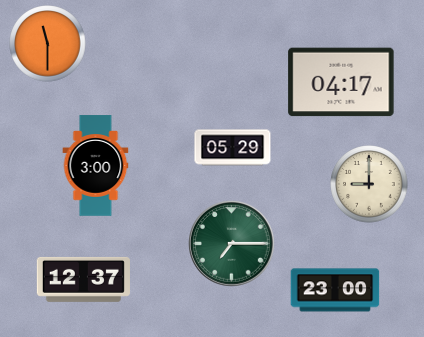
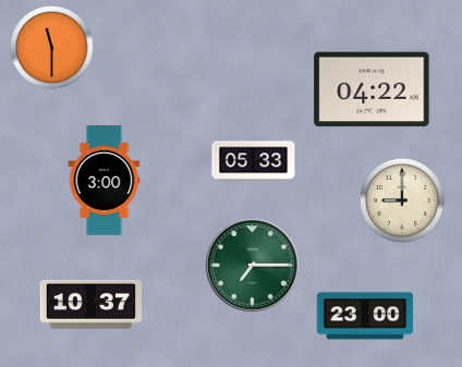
clock at (341, 82): 04:17 -> 04:22
clock at (233, 148): 05:29 -> 05:33
clock at (83, 279): 12:37 -> 10:37
